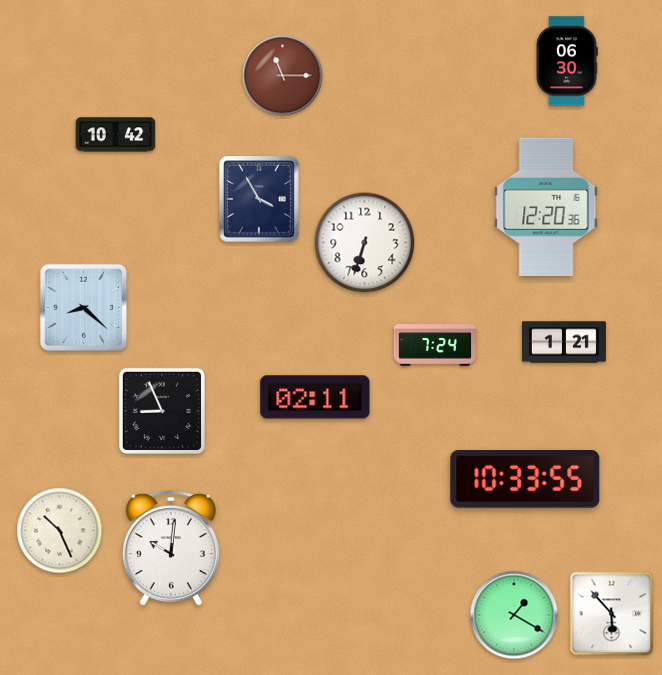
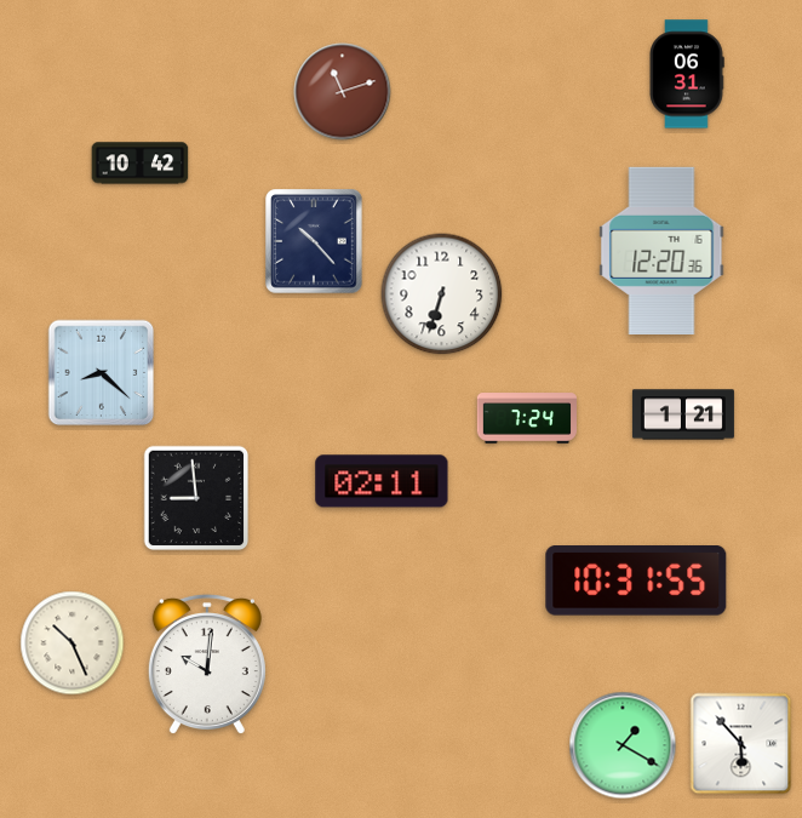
clock at (567, 61): 06:30 -> 06:31
clock at (283, 76): 11:15 -> 11:12
clock at (259, 199): 3:55 -> 10:23
clock at (162, 411): 8:56 -> 8:59
clock at (525, 480): 10:33 -> 10:31
